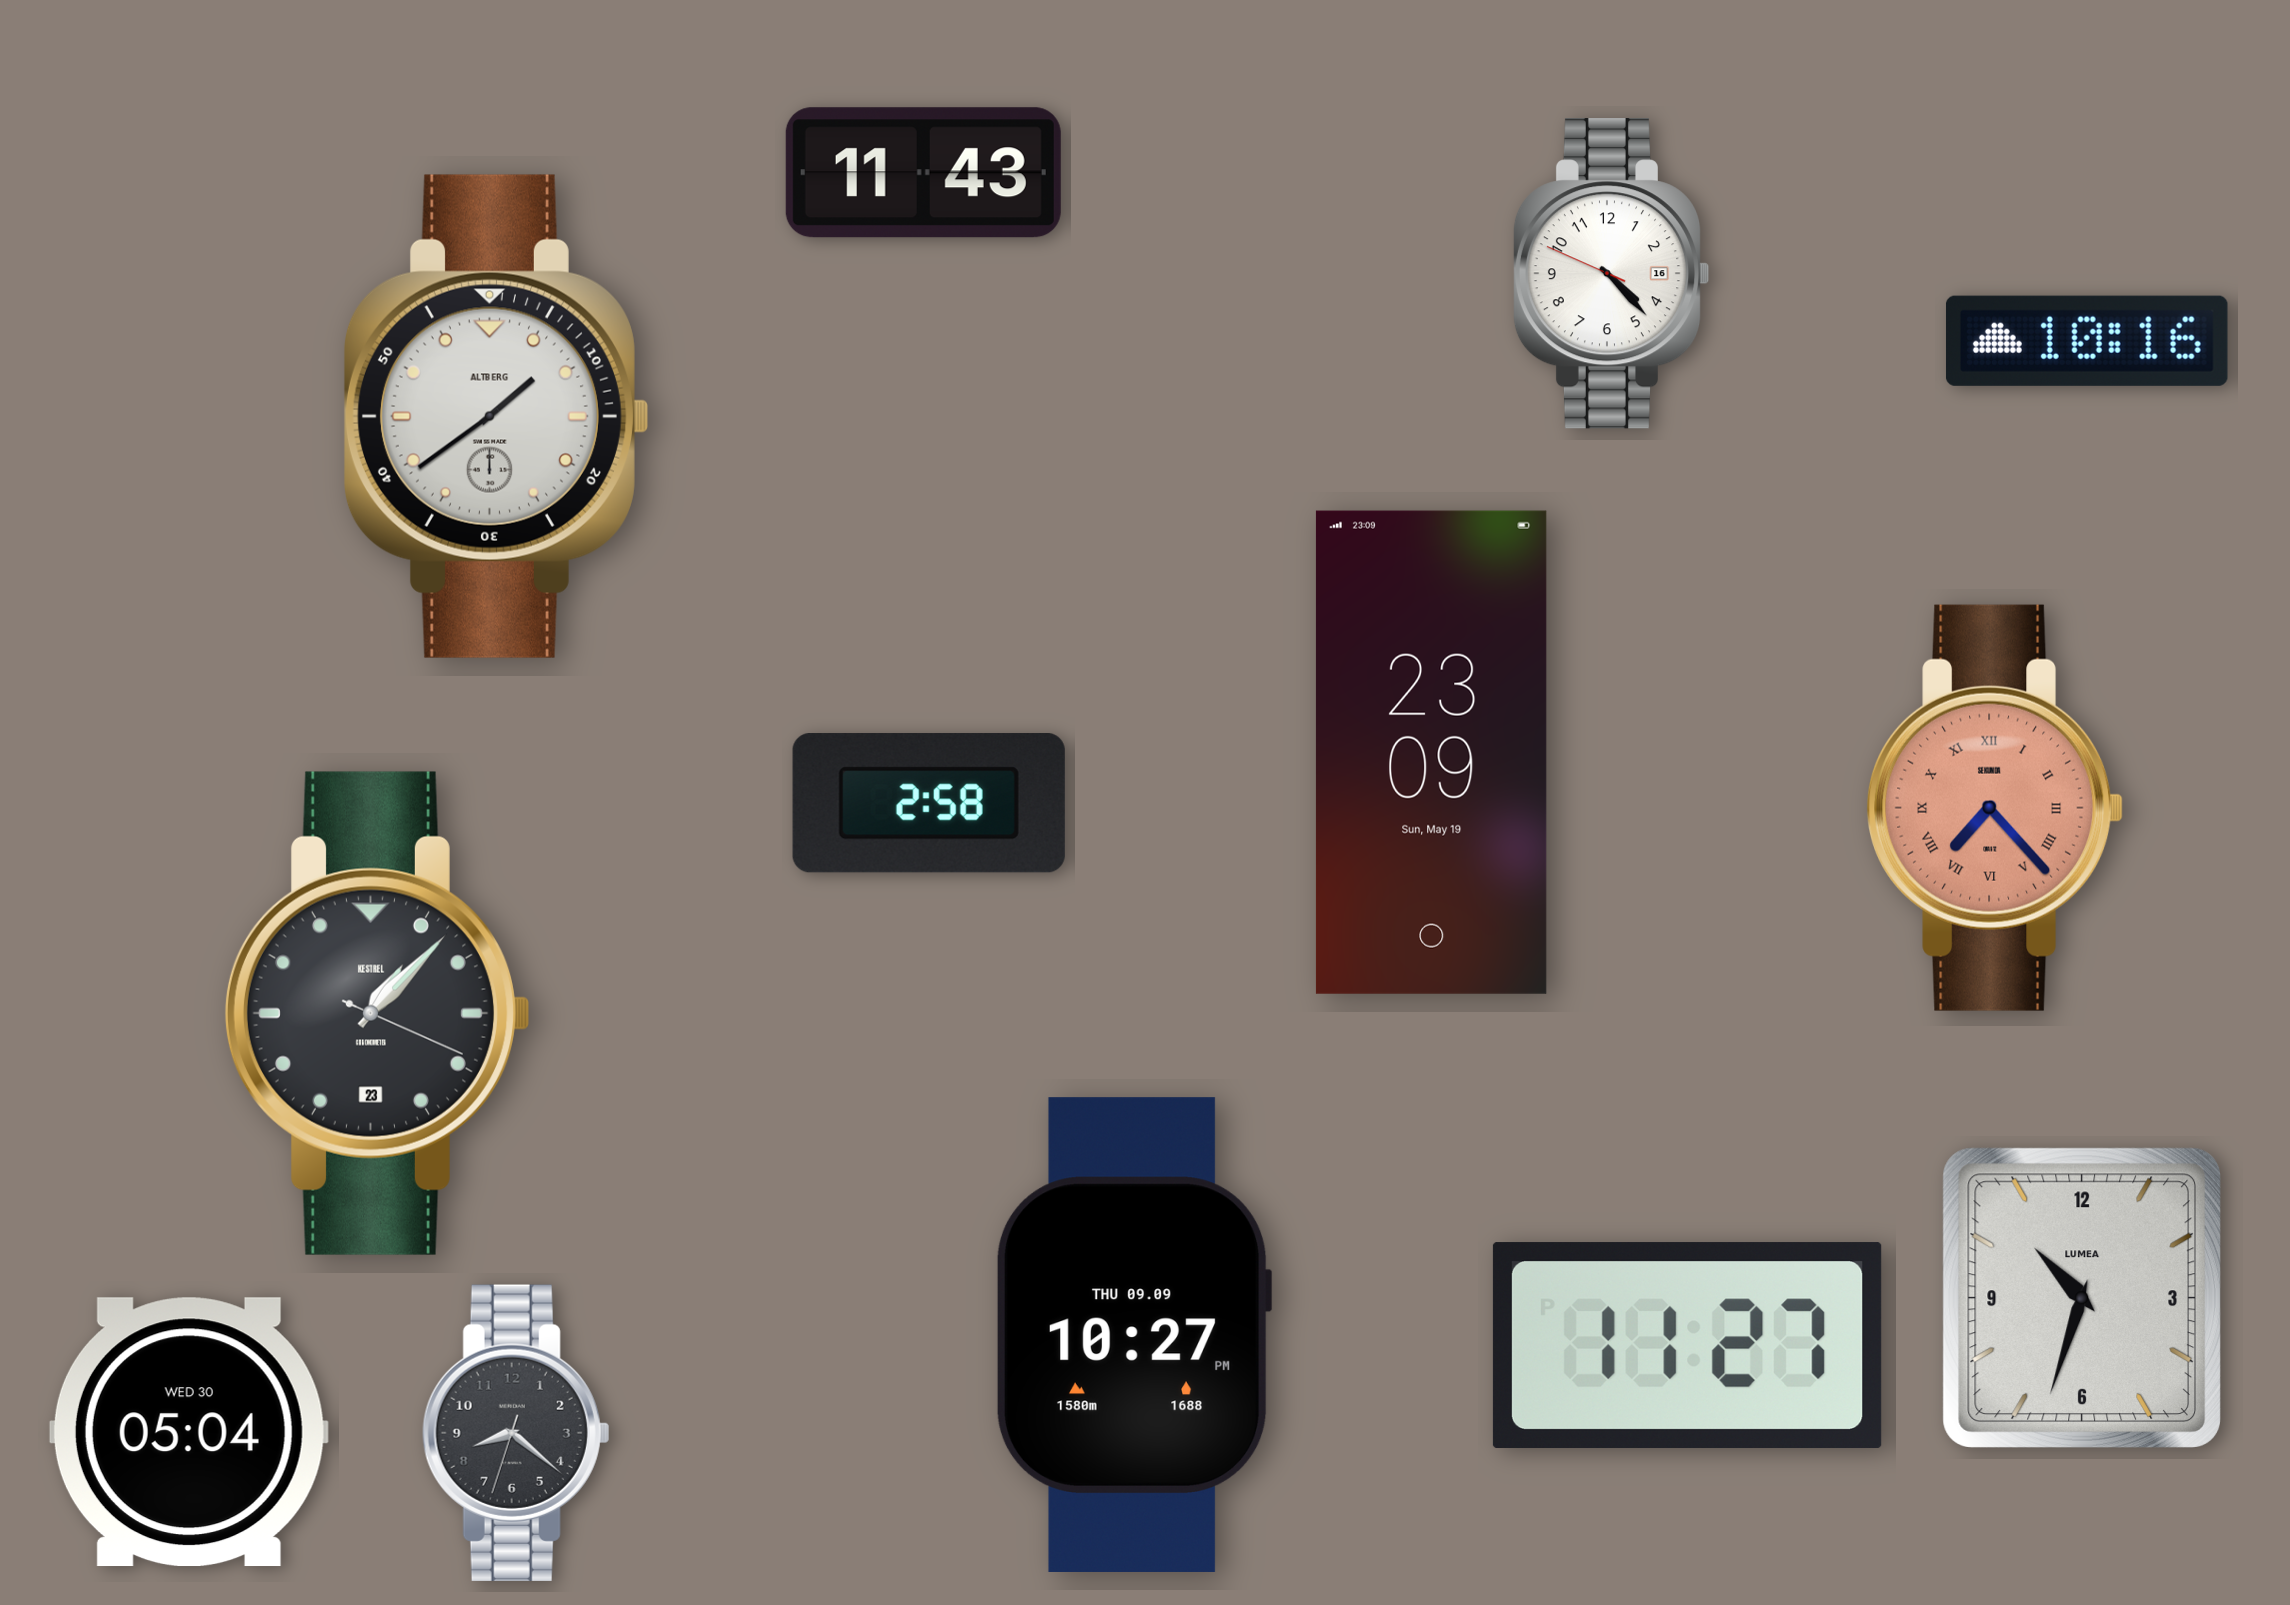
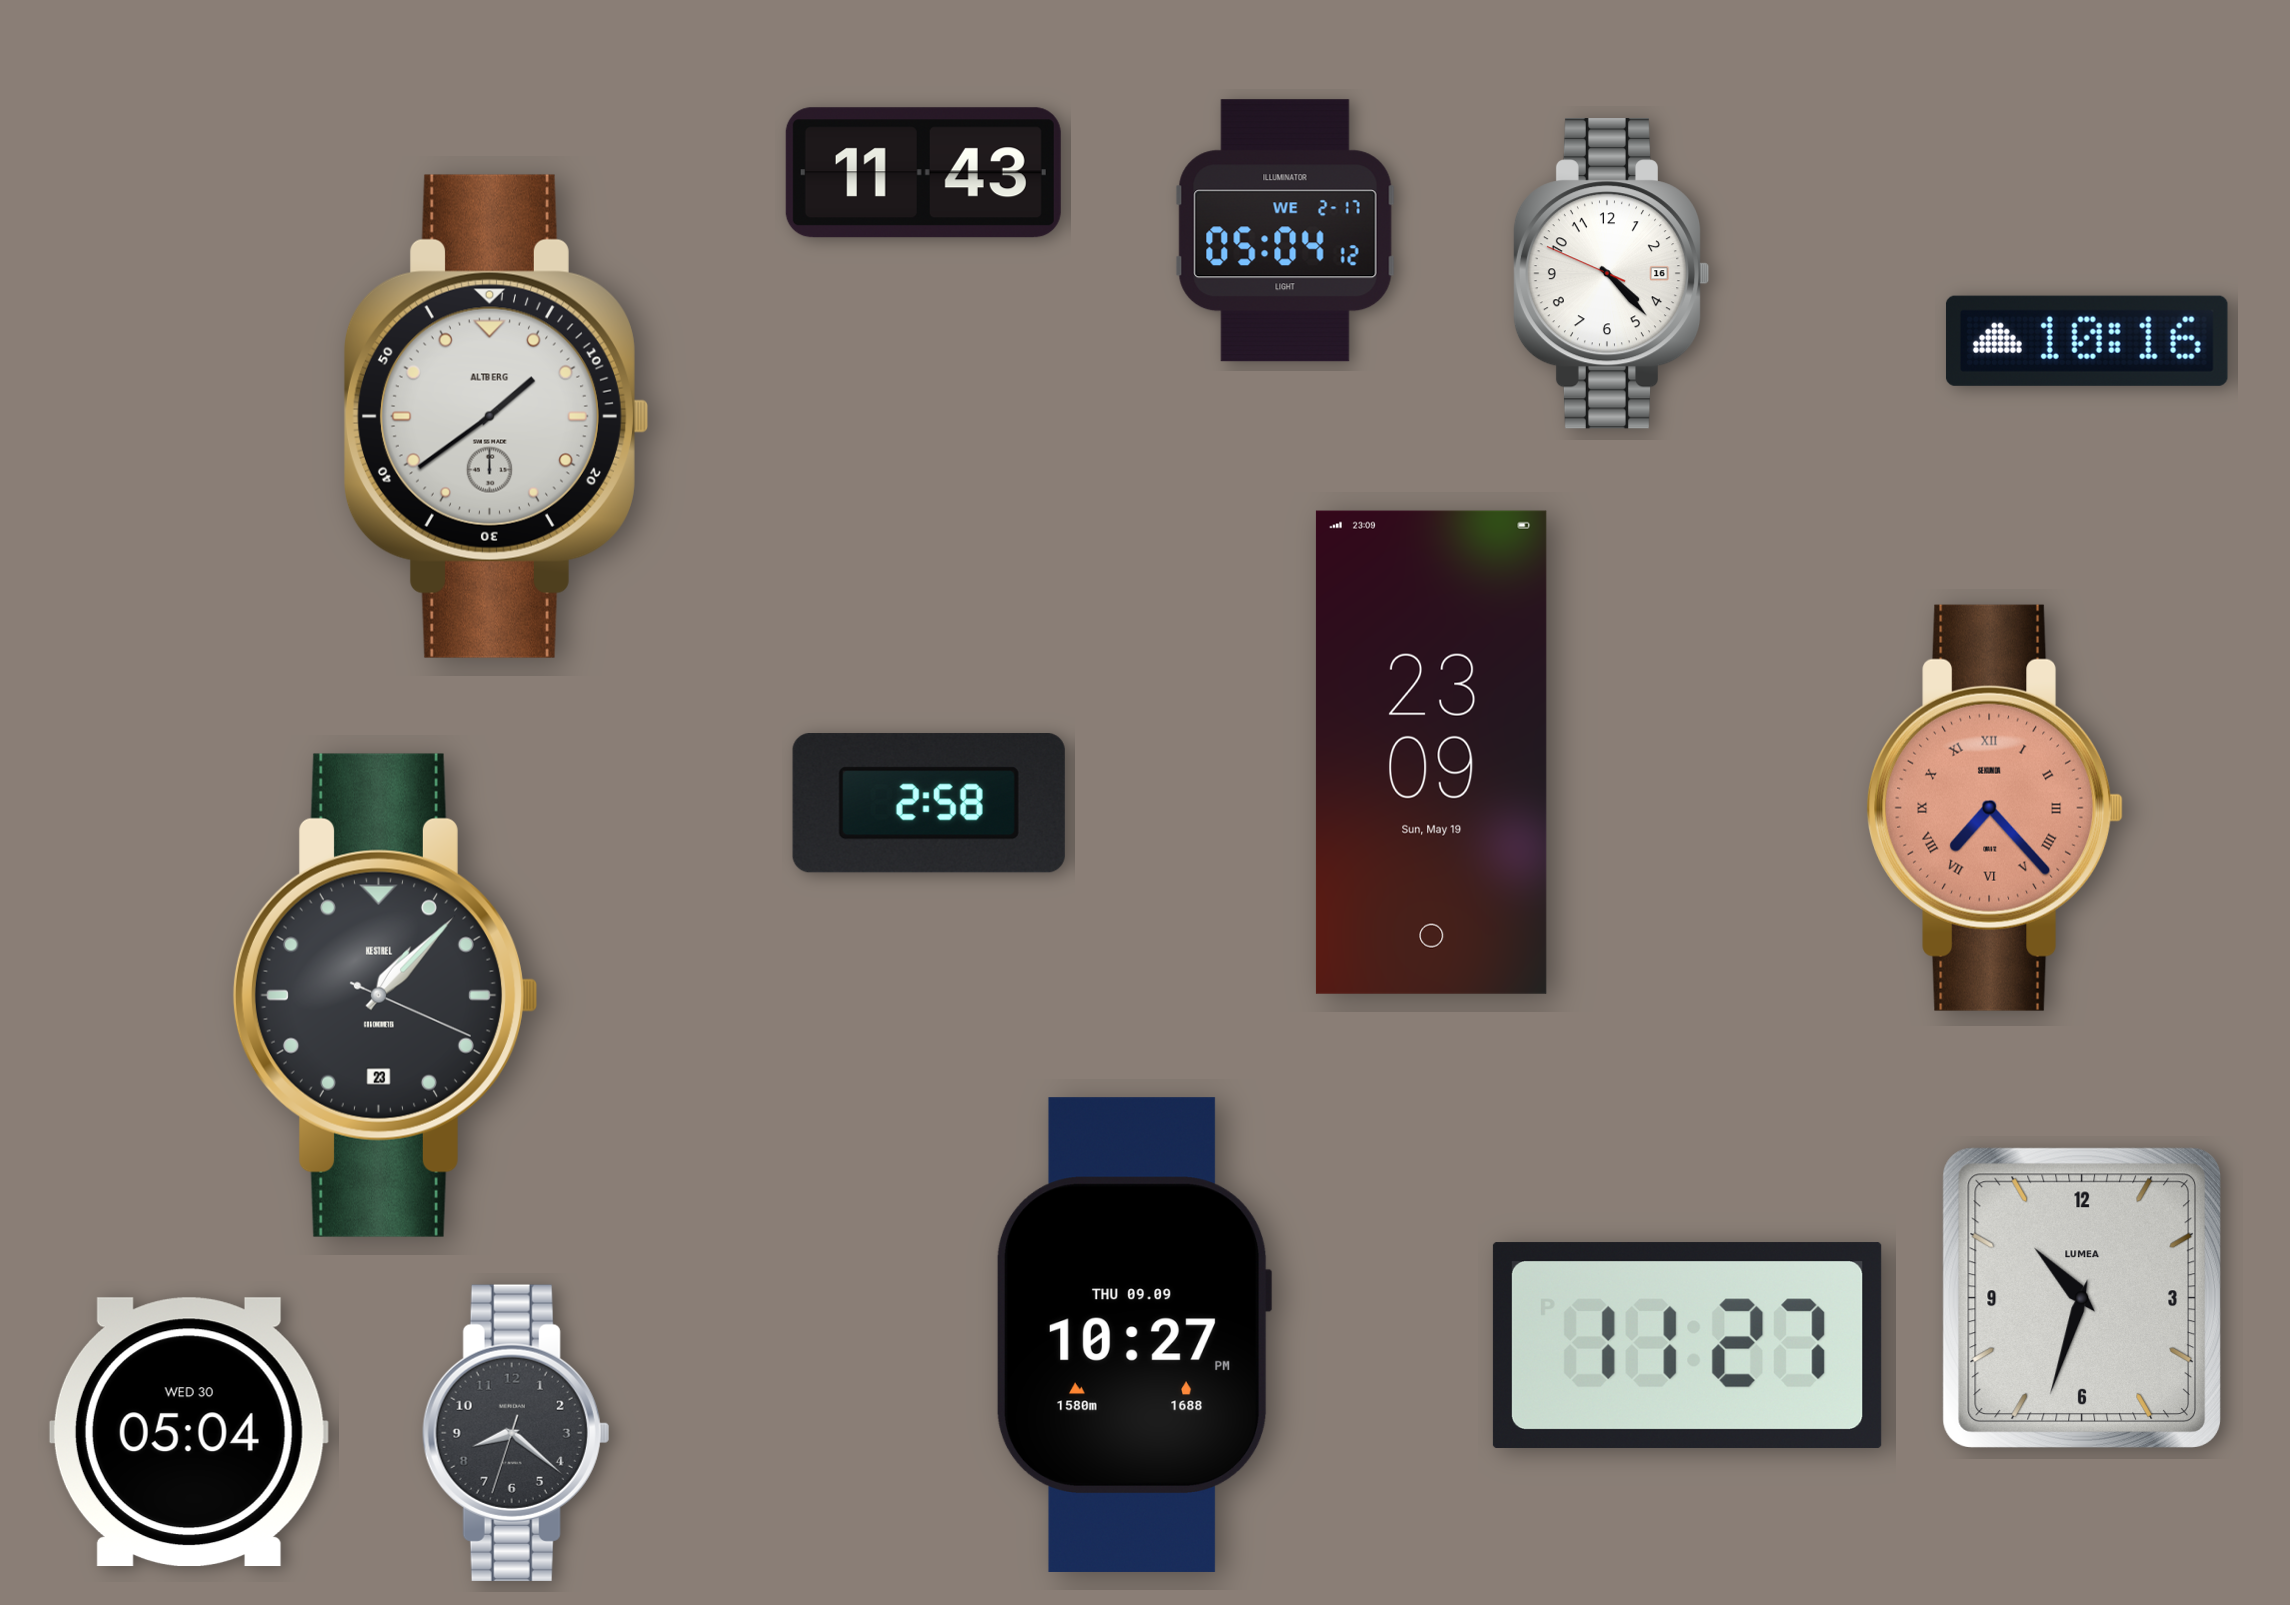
clock at (1285, 231): none -> 05:04
clock at (377, 1013) position: (377, 1013) -> (385, 995)
